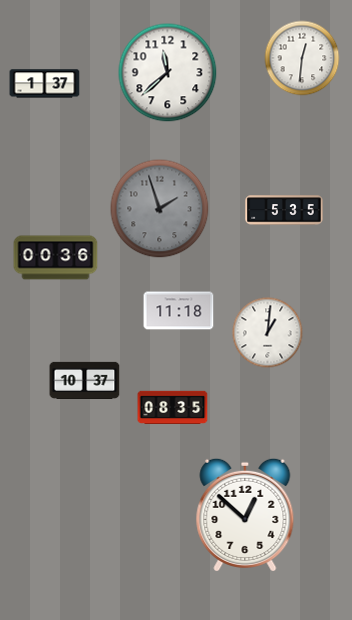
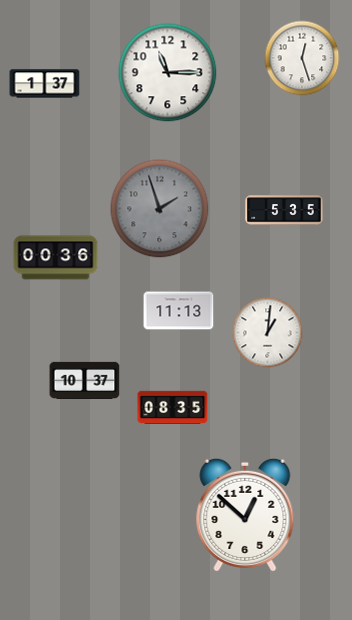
clock at (302, 58): 12:31 -> 12:27
clock at (168, 73): 11:38 -> 11:15
clock at (179, 311): 11:18 -> 11:13
